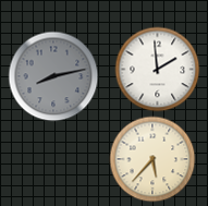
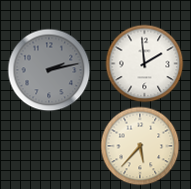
clock at (53, 76): 8:13 -> 2:13
